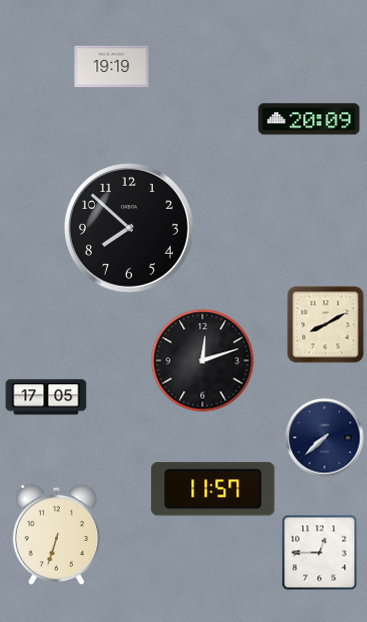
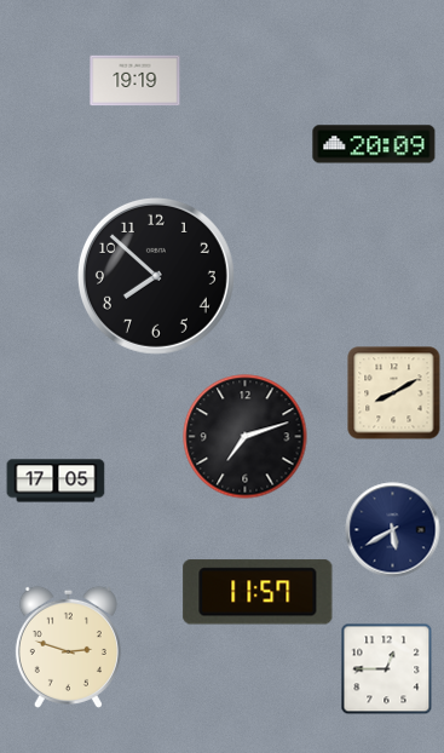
clock at (203, 361): 12:12 -> 7:12
clock at (325, 438): 7:38 -> 5:40
clock at (56, 534): 6:33 -> 2:48
